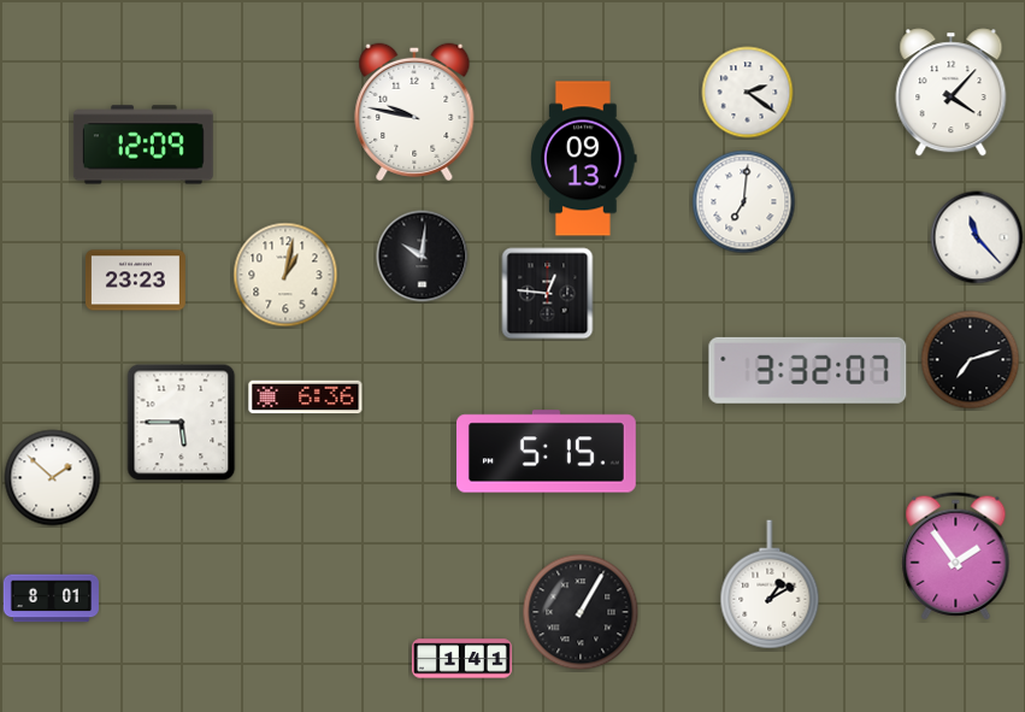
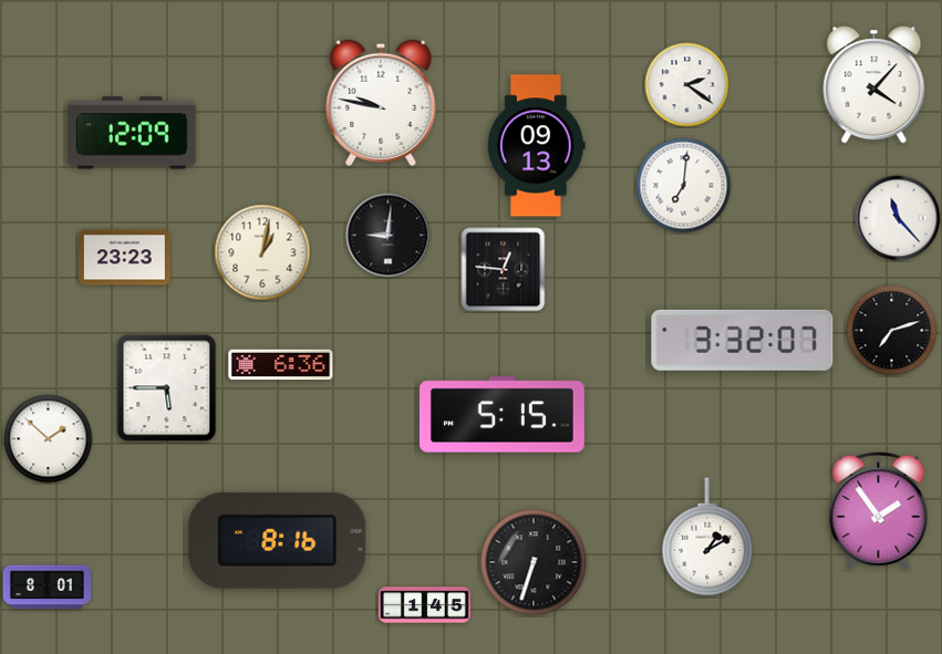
clock at (423, 257): 10:01 -> 9:01
clock at (278, 540): none -> 8:16
clock at (51, 599) position: (51, 599) -> (46, 588)
clock at (581, 612): 1:05 -> 6:33
clock at (461, 659): 1:41 -> 1:45
